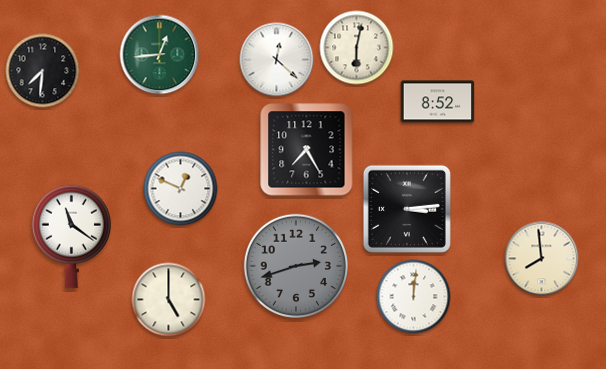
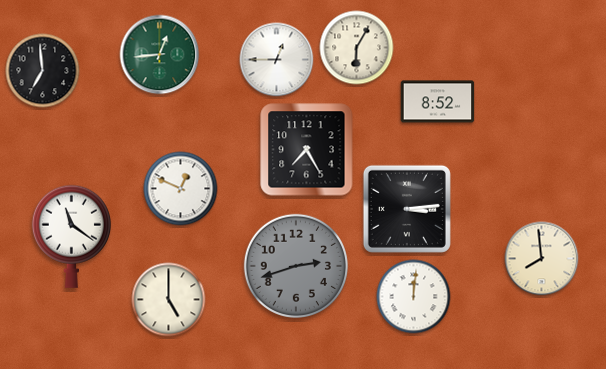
clock at (357, 48): 6:02 -> 6:05
clock at (277, 60): 12:22 -> 12:45
clock at (43, 71): 7:31 -> 6:59
